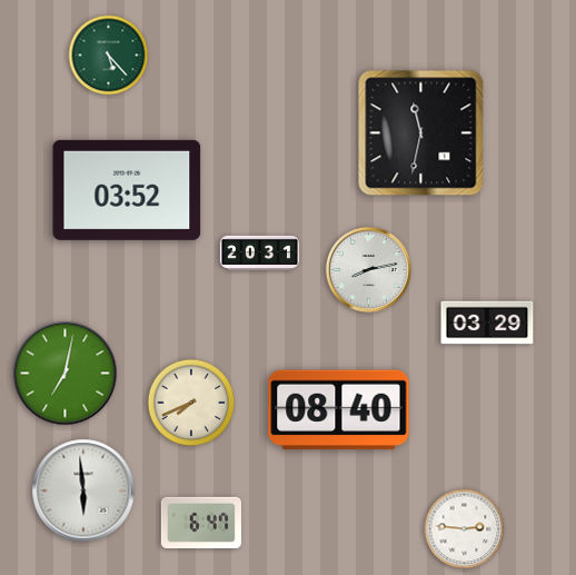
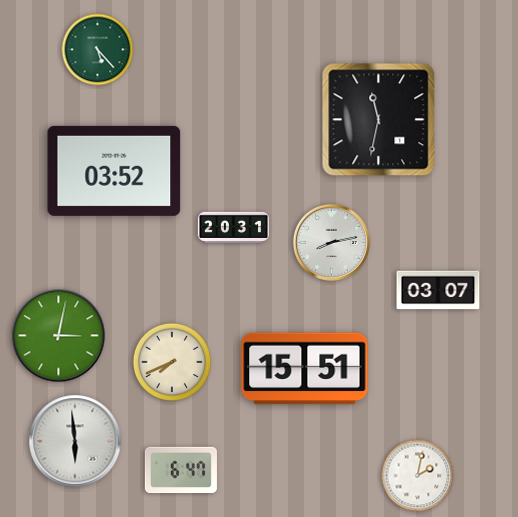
clock at (487, 323): 03:29 -> 03:07
clock at (66, 374): 7:02 -> 3:02
clock at (339, 410): 08:40 -> 15:51
clock at (465, 529): 2:46 -> 2:02
